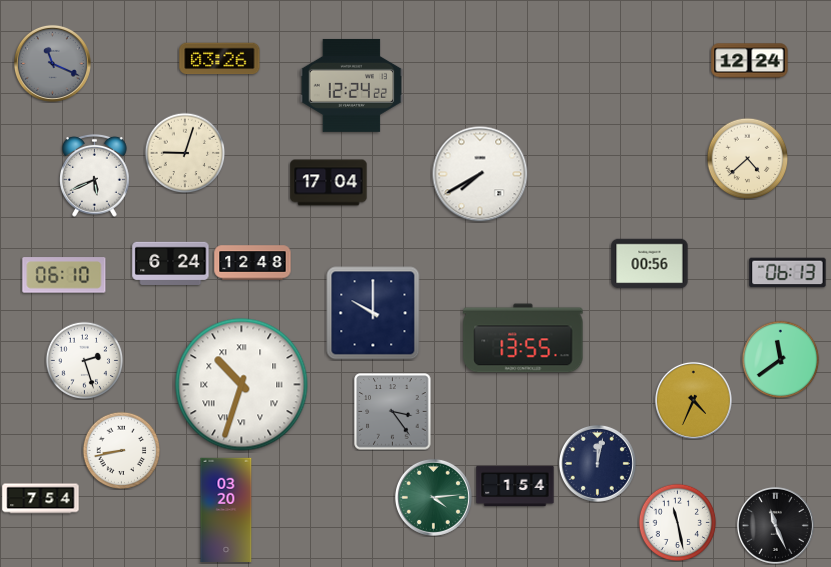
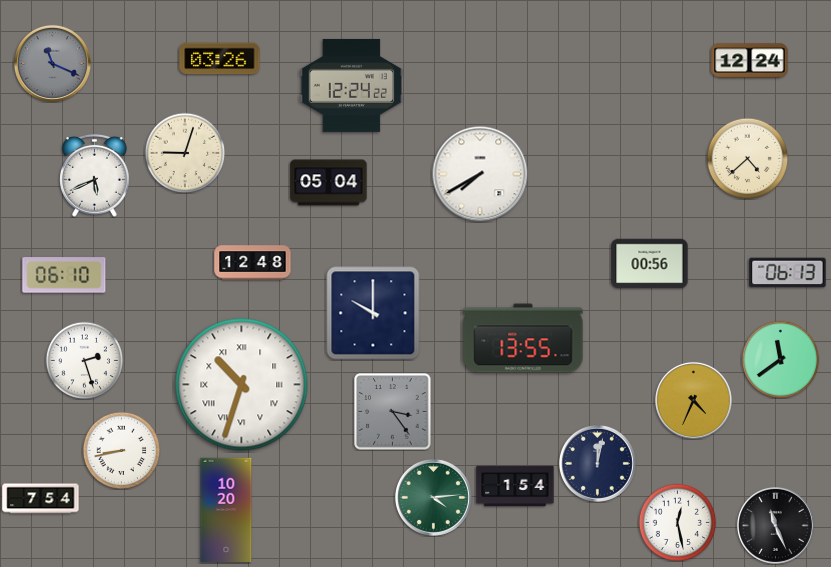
clock at (329, 183): 17:04 -> 05:04
clock at (171, 263): 6:24 -> none
clock at (226, 510): 03:20 -> 10:20
clock at (677, 522): 11:28 -> 12:28
